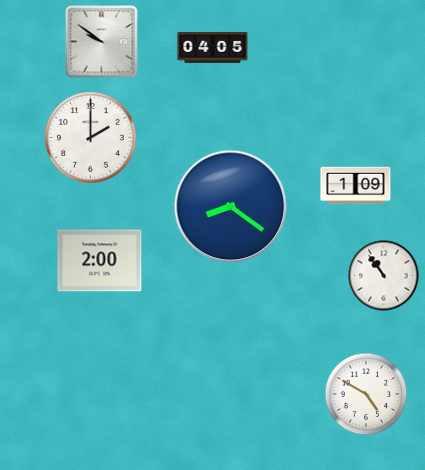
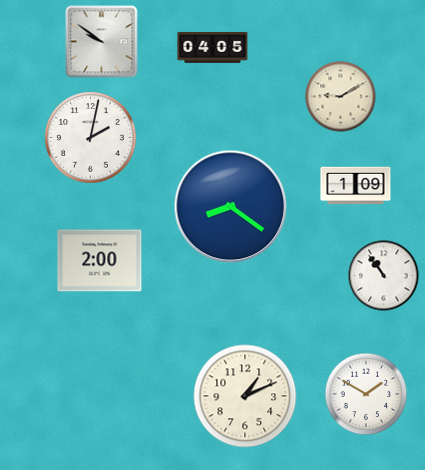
clock at (341, 97): none -> 9:10
clock at (91, 138): 2:00 -> 2:02
clock at (366, 394): 4:50 -> 1:50
clock at (245, 396): none -> 1:11
